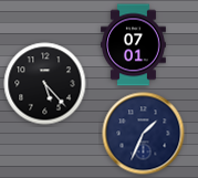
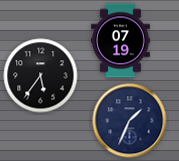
clock at (134, 45): 07:01 -> 07:19
clock at (45, 84): 5:23 -> 5:36
